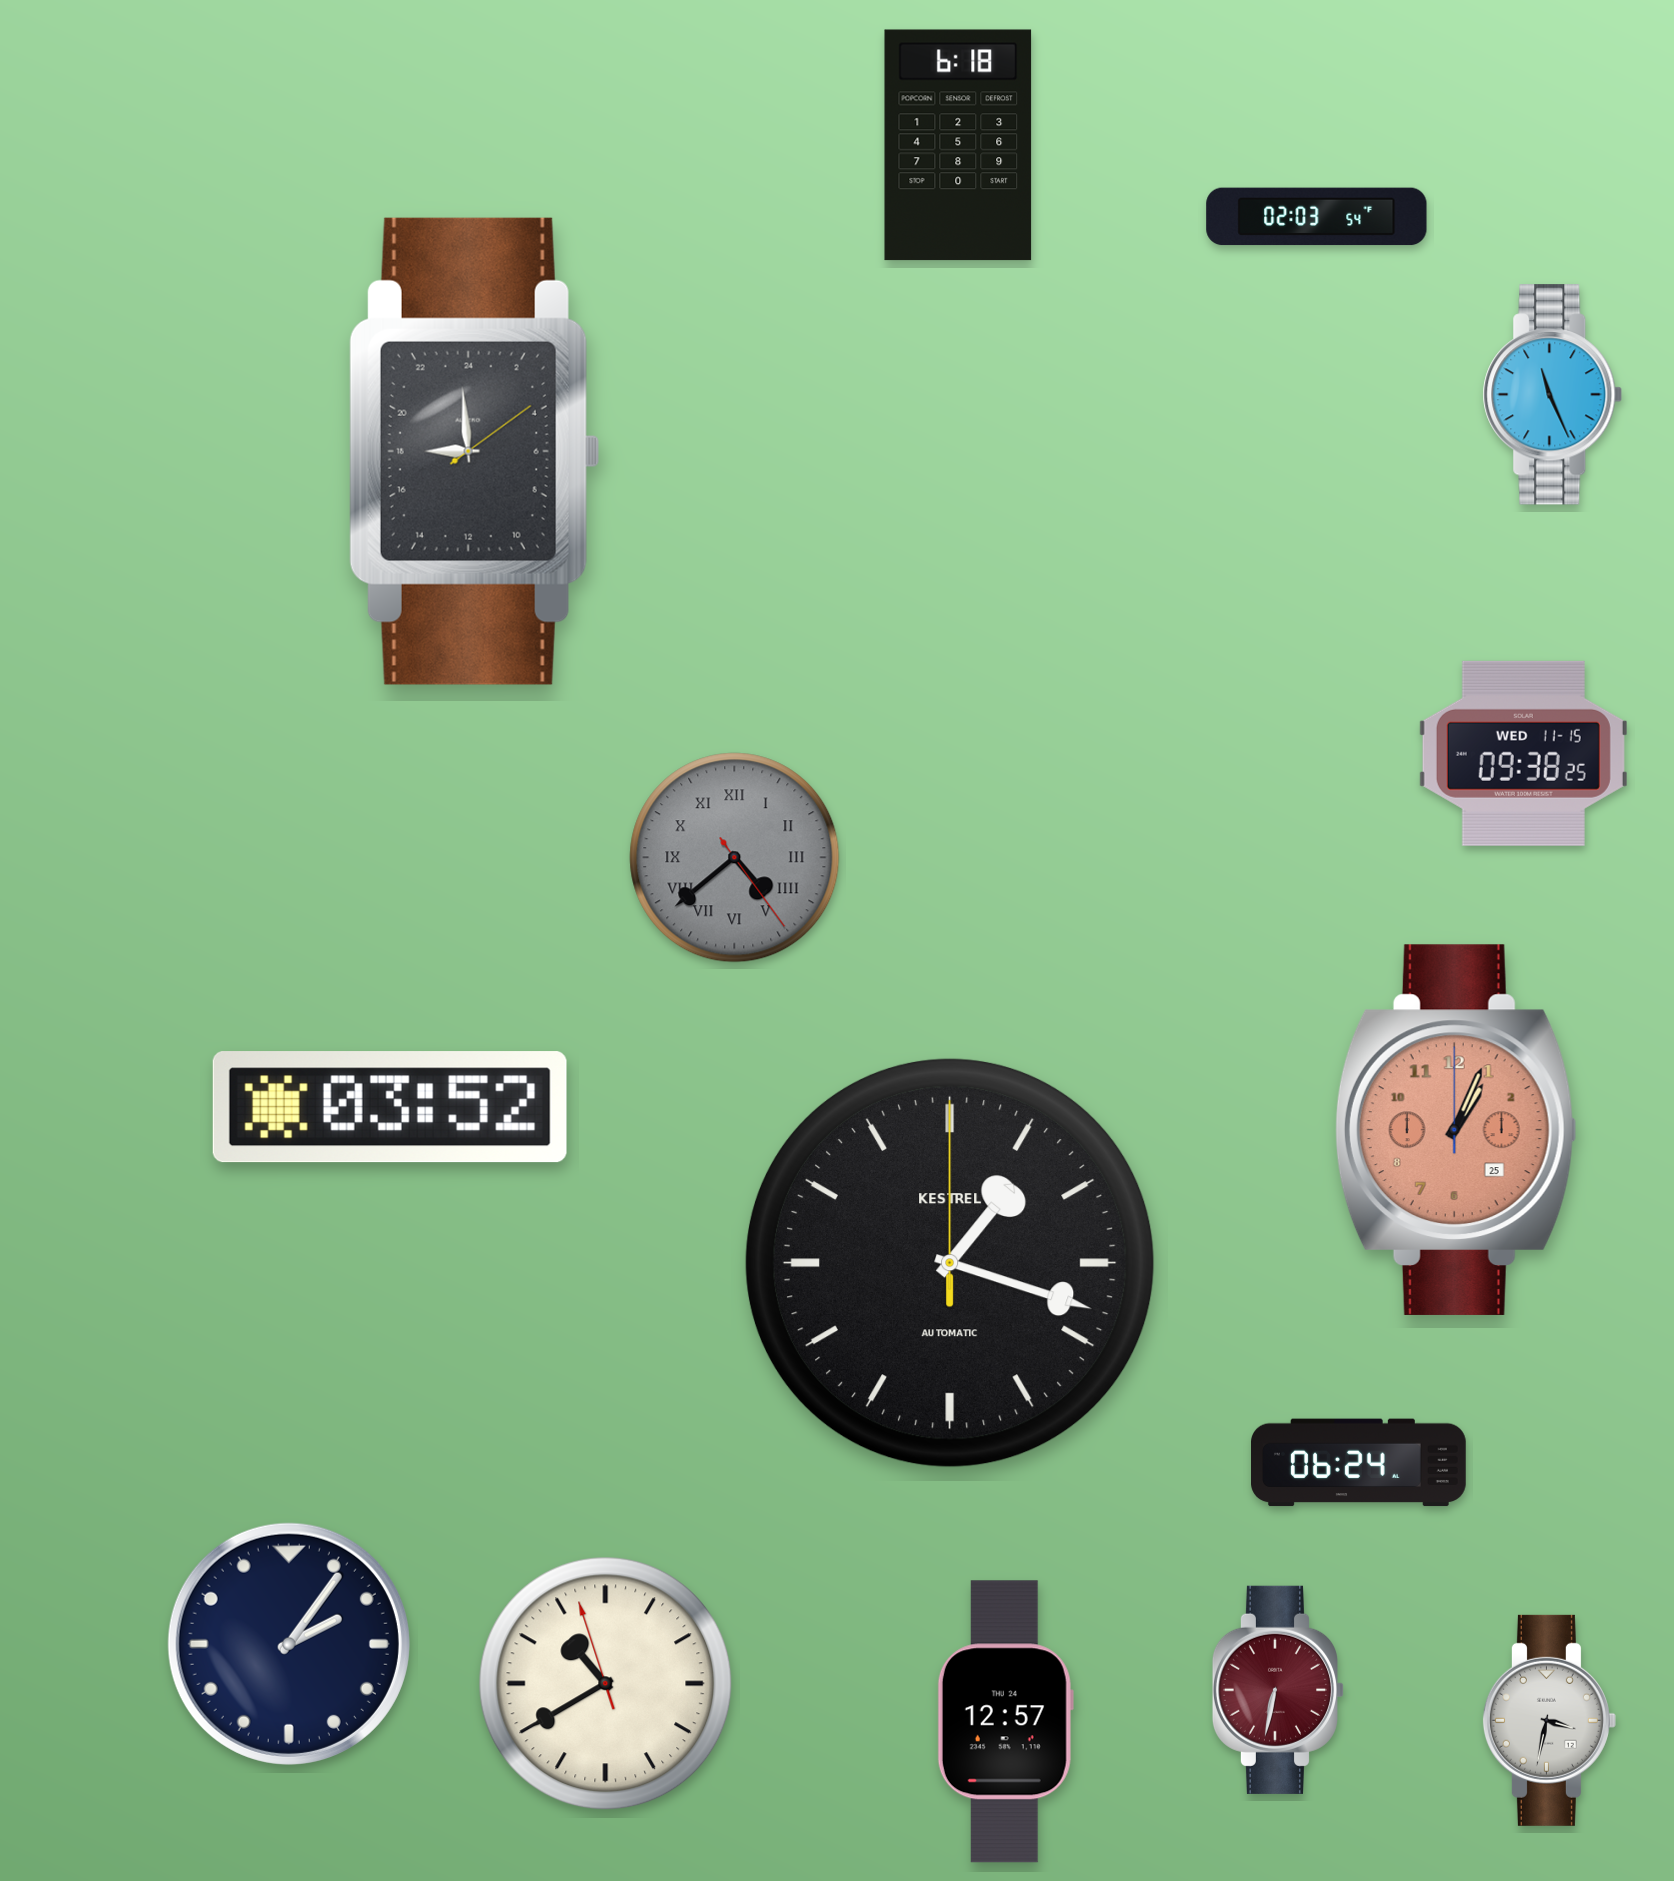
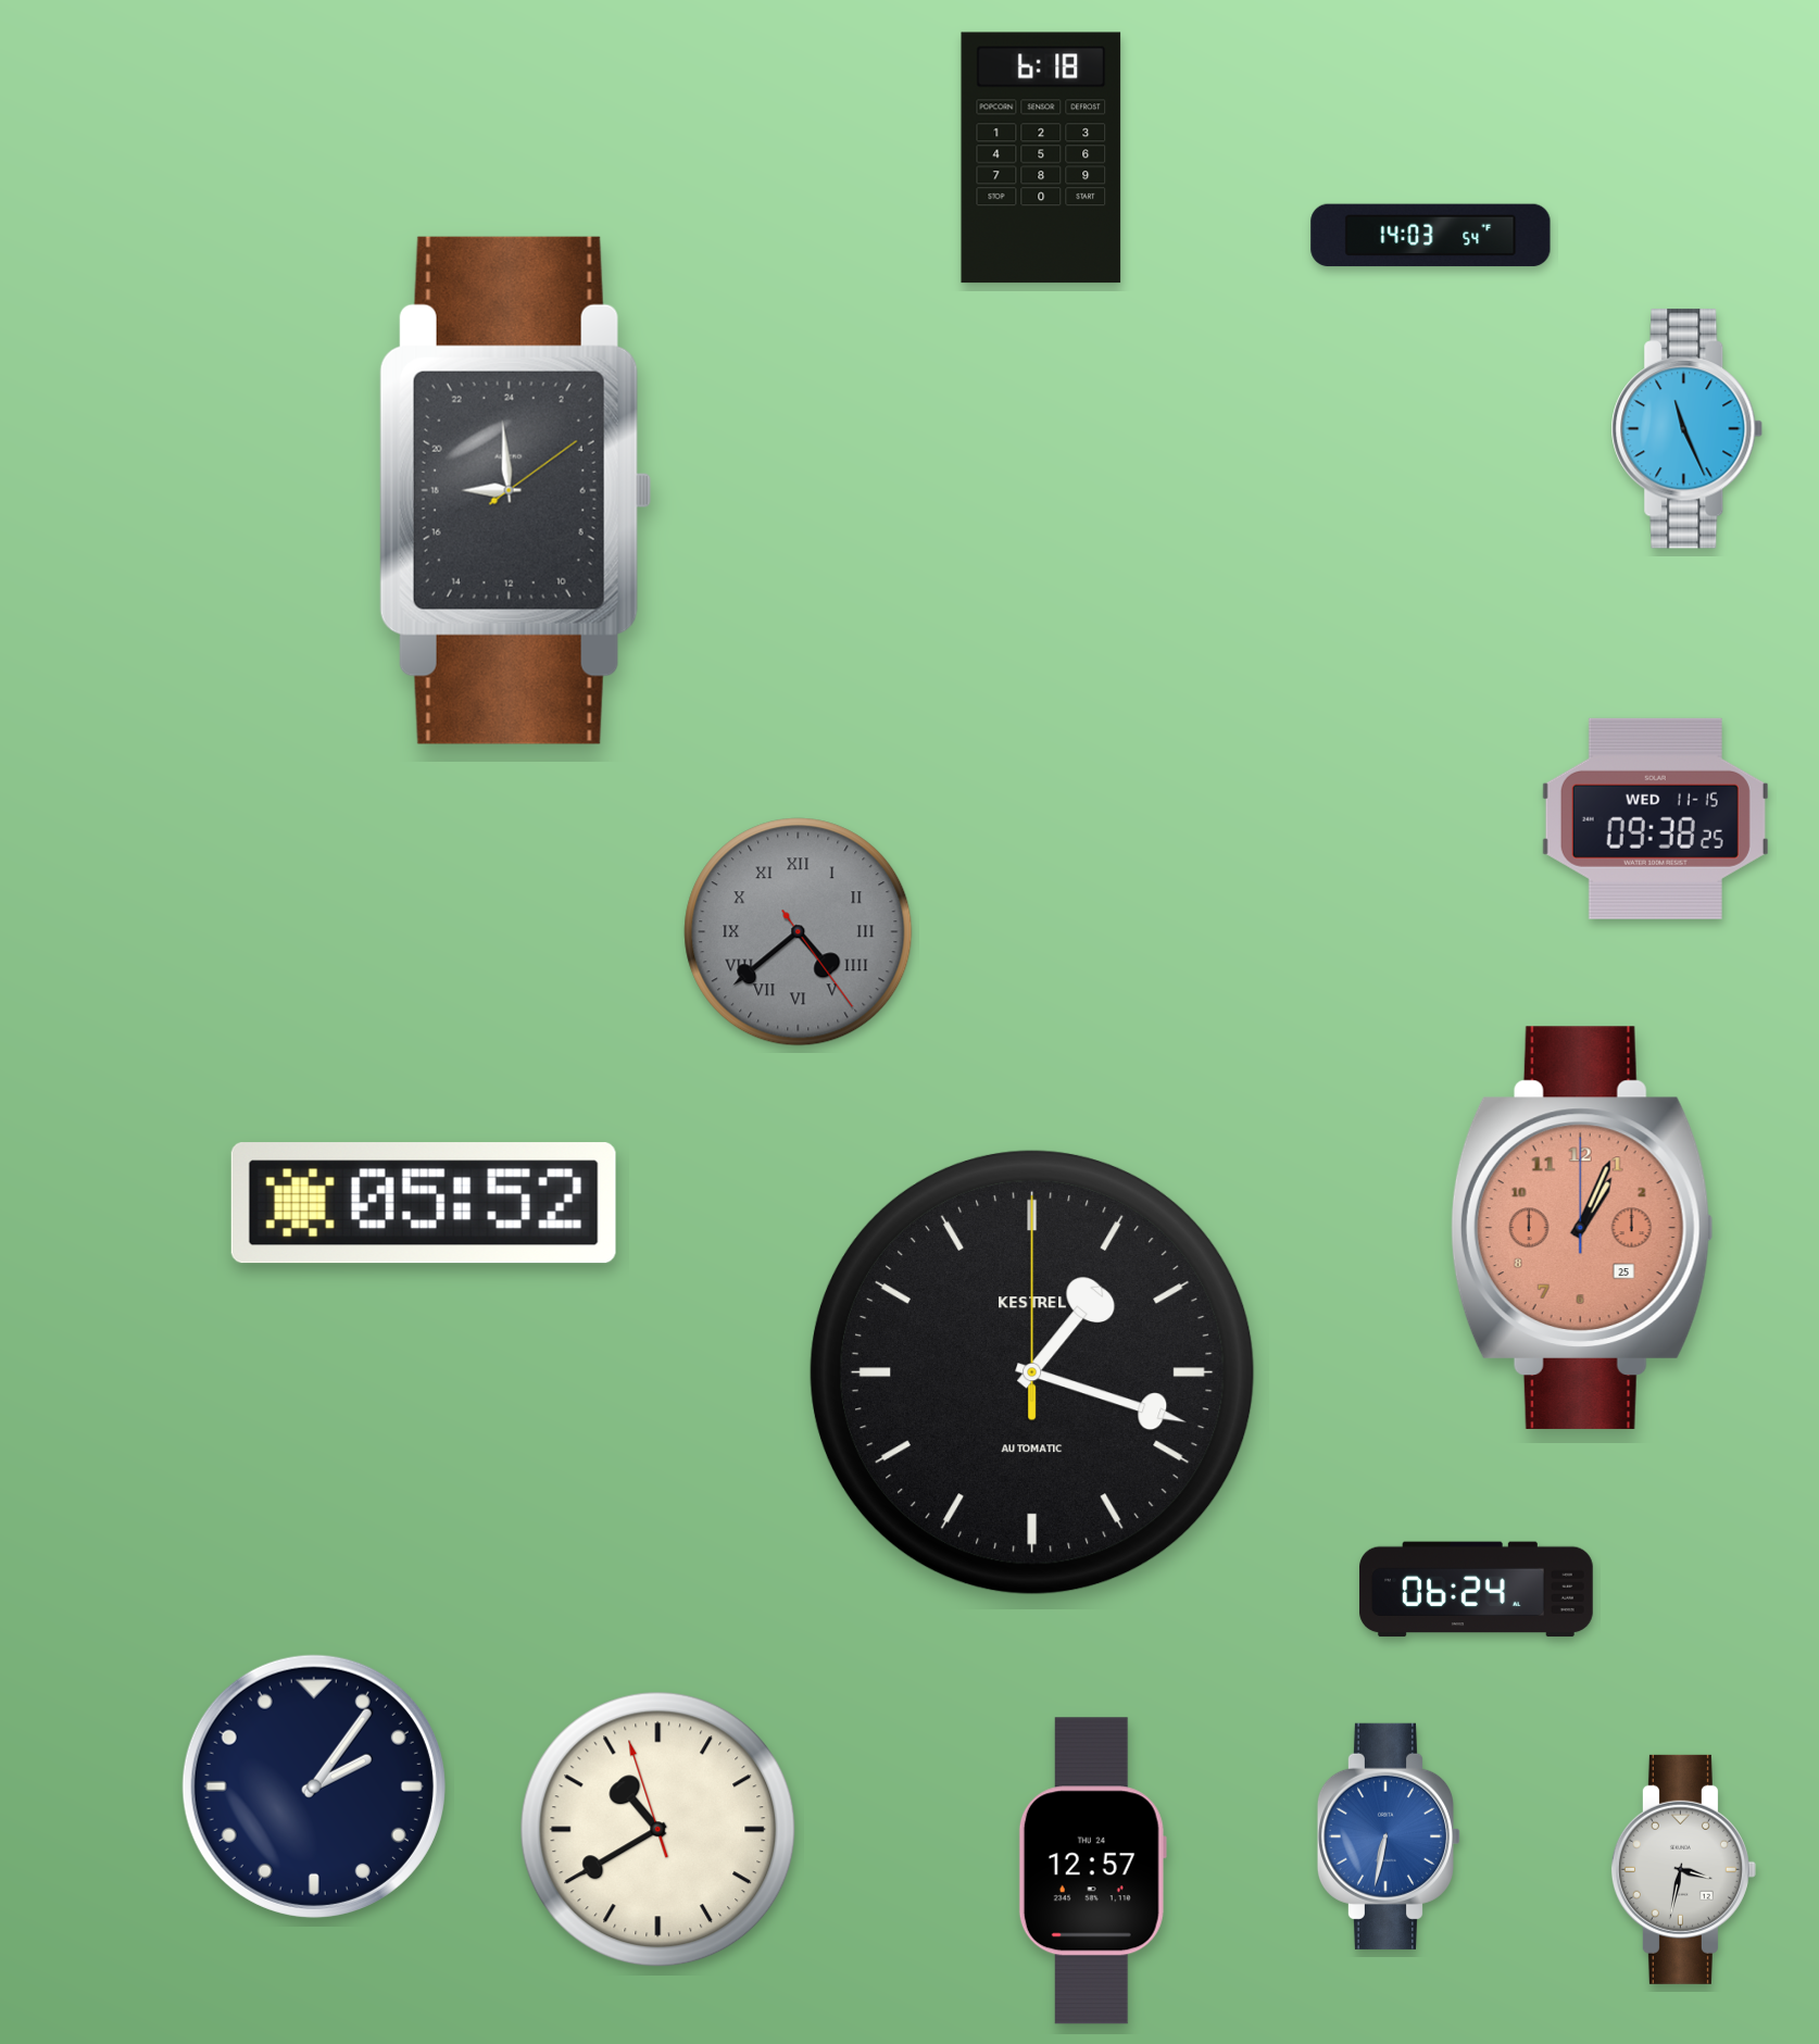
clock at (1317, 217): 02:03 -> 14:03
clock at (390, 1107): 03:52 -> 05:52
clock at (1277, 1690) dial: burgundy -> blue
